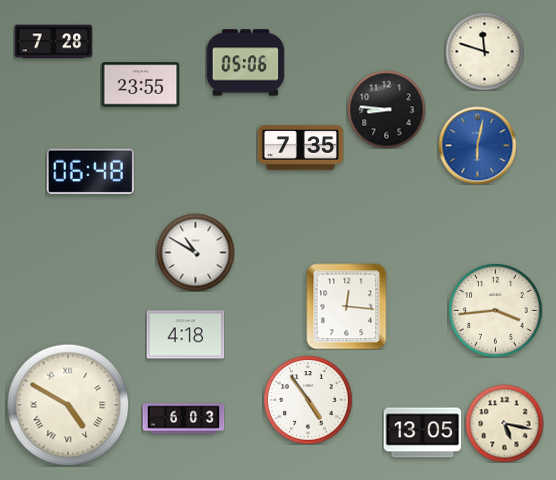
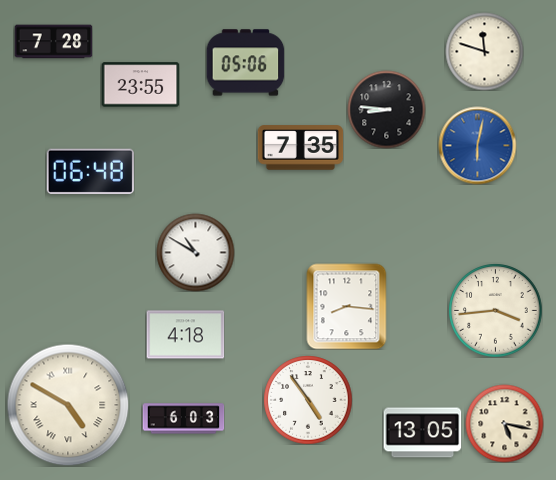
clock at (347, 306): 12:16 -> 8:16
